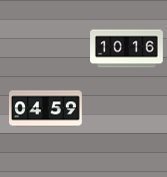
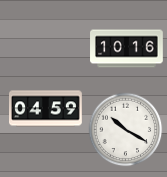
clock at (126, 130): none -> 10:20
